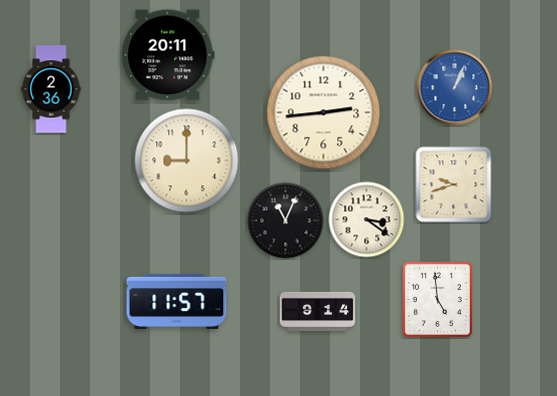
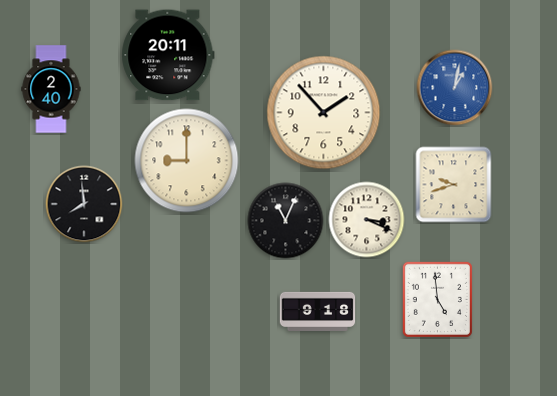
clock at (455, 88): 1:04 -> 1:02
clock at (51, 89): 2:36 -> 2:40
clock at (324, 113): 2:44 -> 1:53
clock at (84, 204): none -> 7:59
clock at (367, 220): 3:21 -> 3:19
clock at (177, 301): 11:57 -> none
clock at (318, 311): 9:14 -> 9:18
